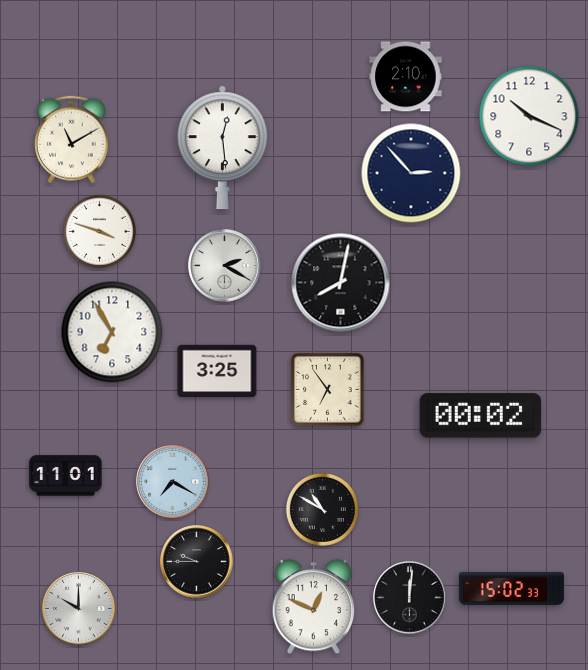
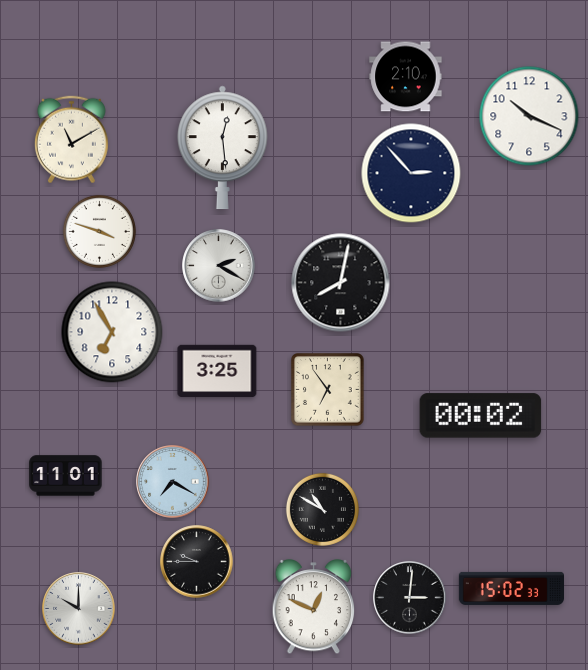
clock at (225, 266) position: (225, 266) -> (219, 266)
clock at (410, 598): 12:01 -> 3:01
